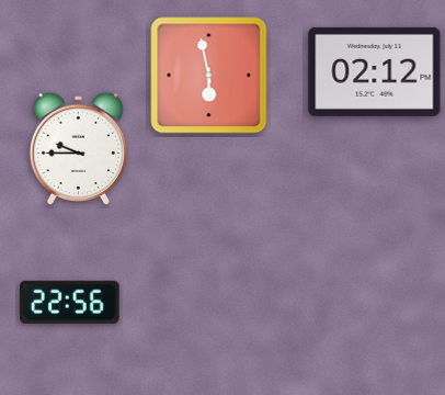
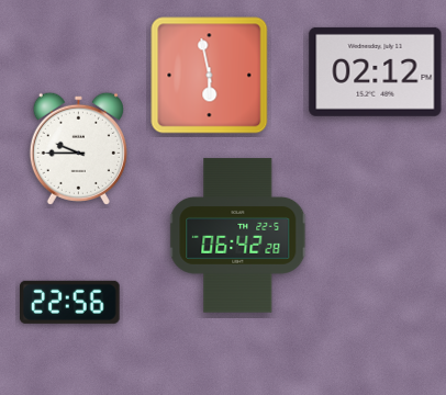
clock at (238, 236): none -> 06:42
